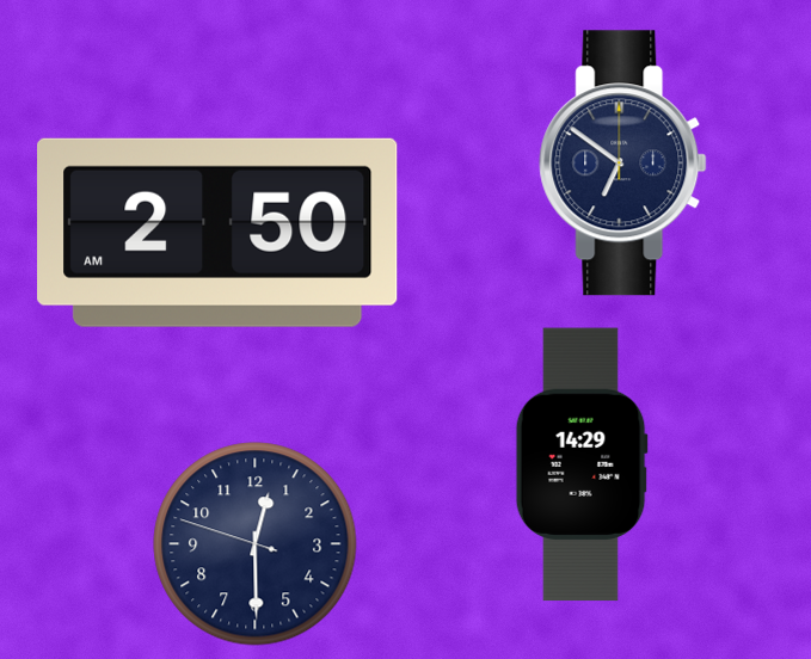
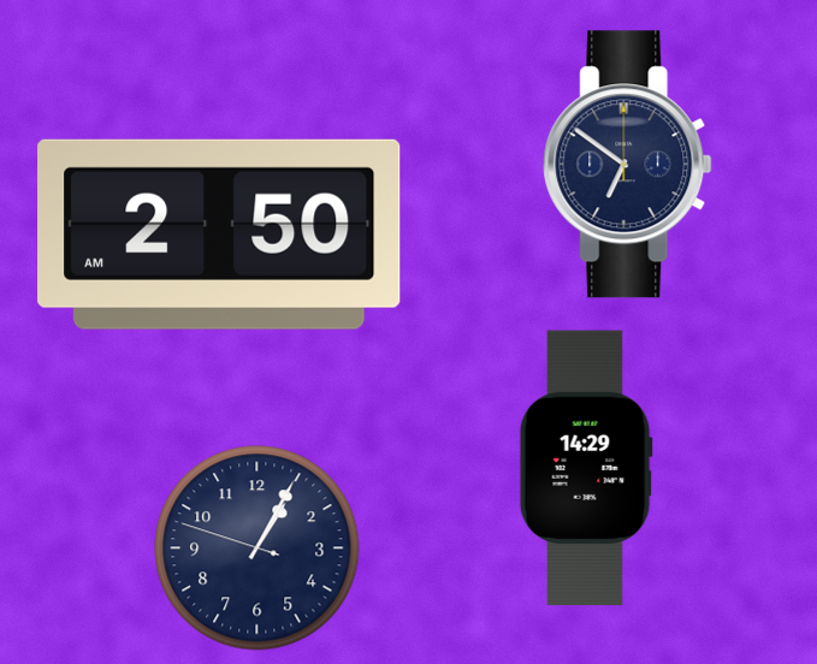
clock at (256, 544): 12:29 -> 1:04
